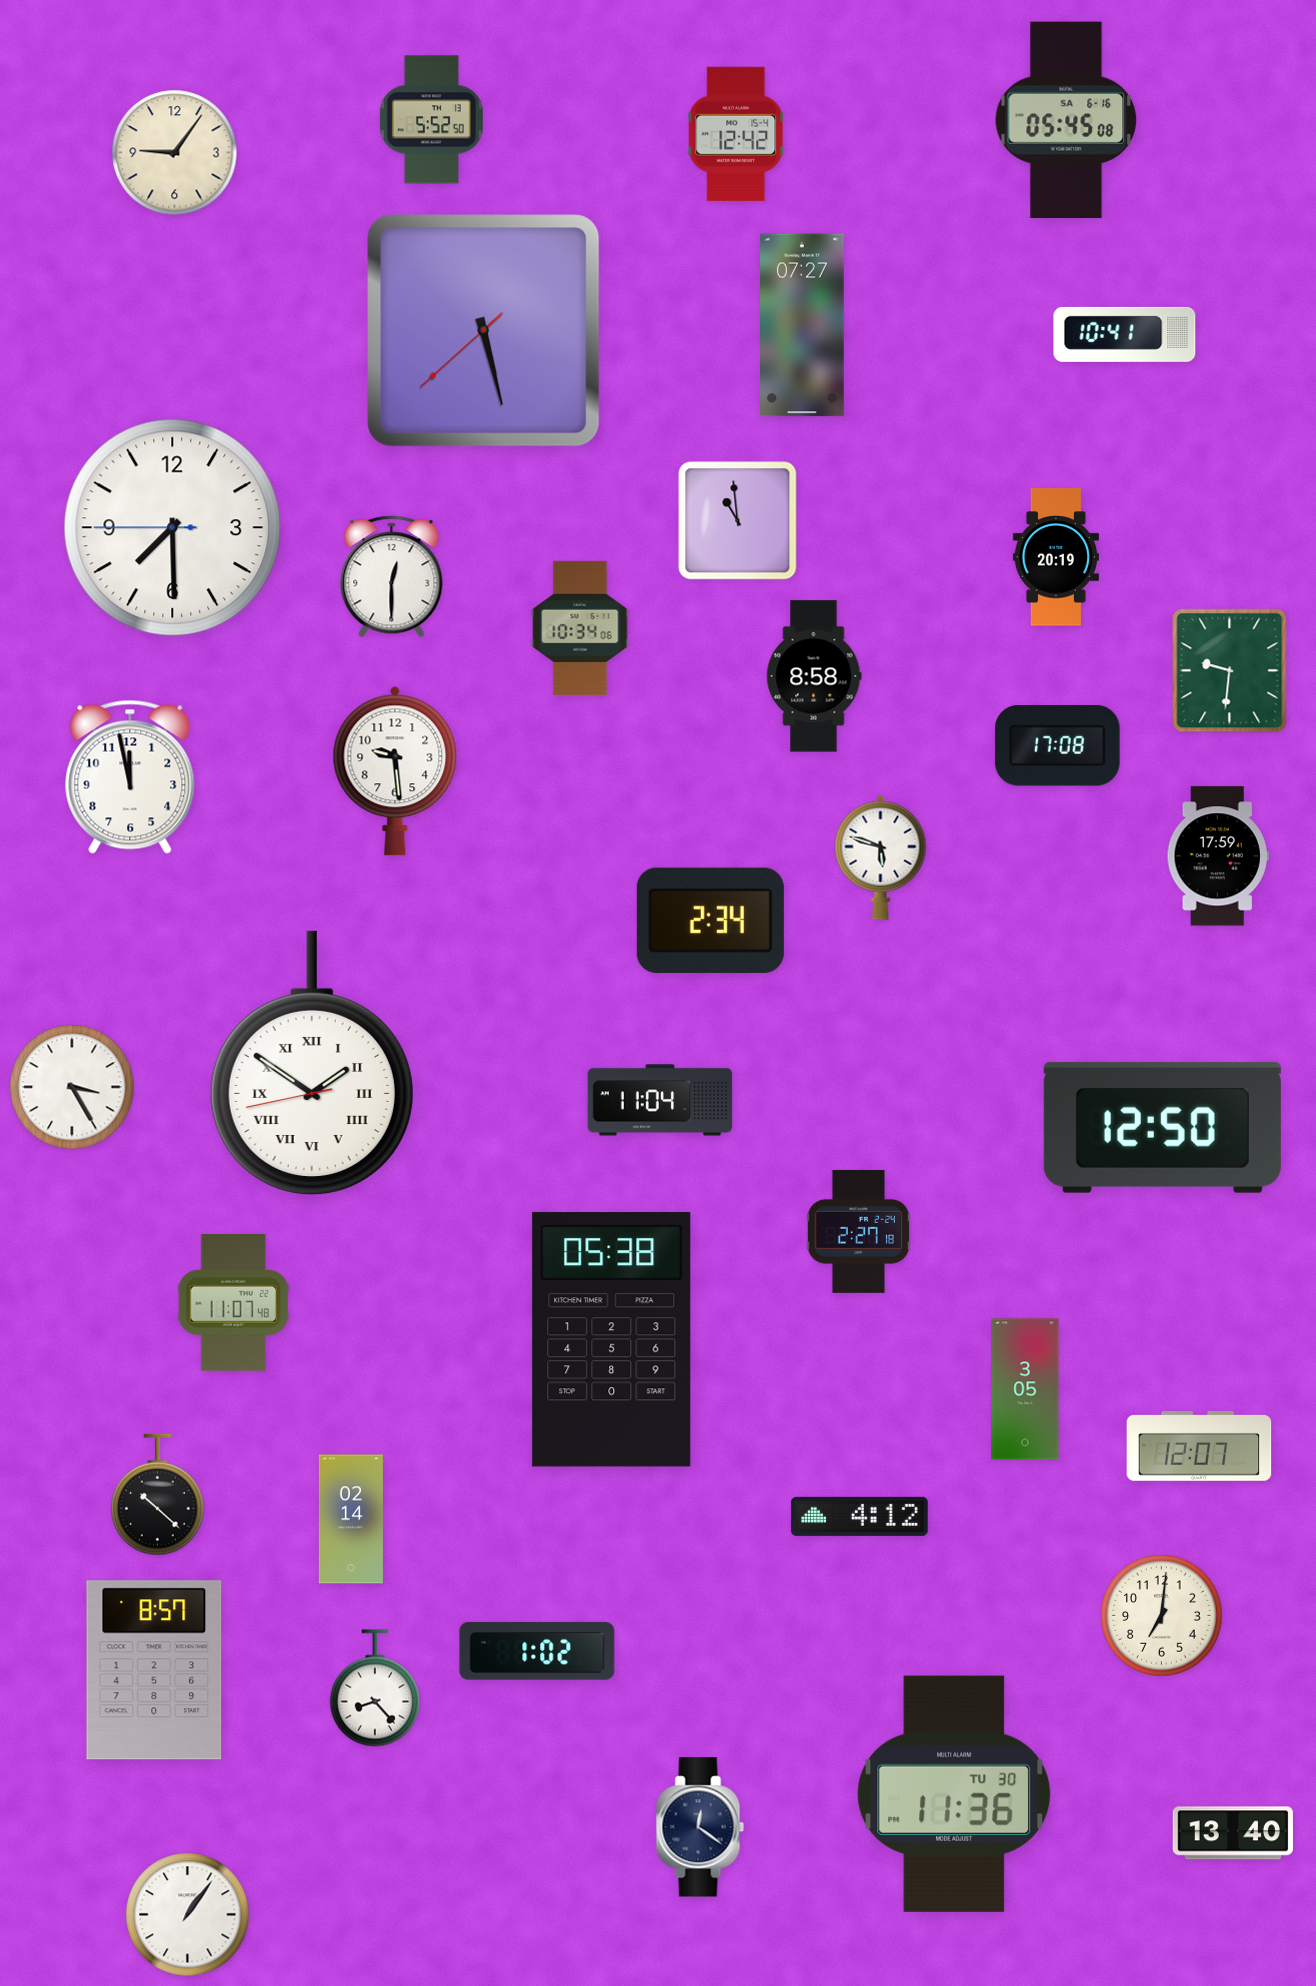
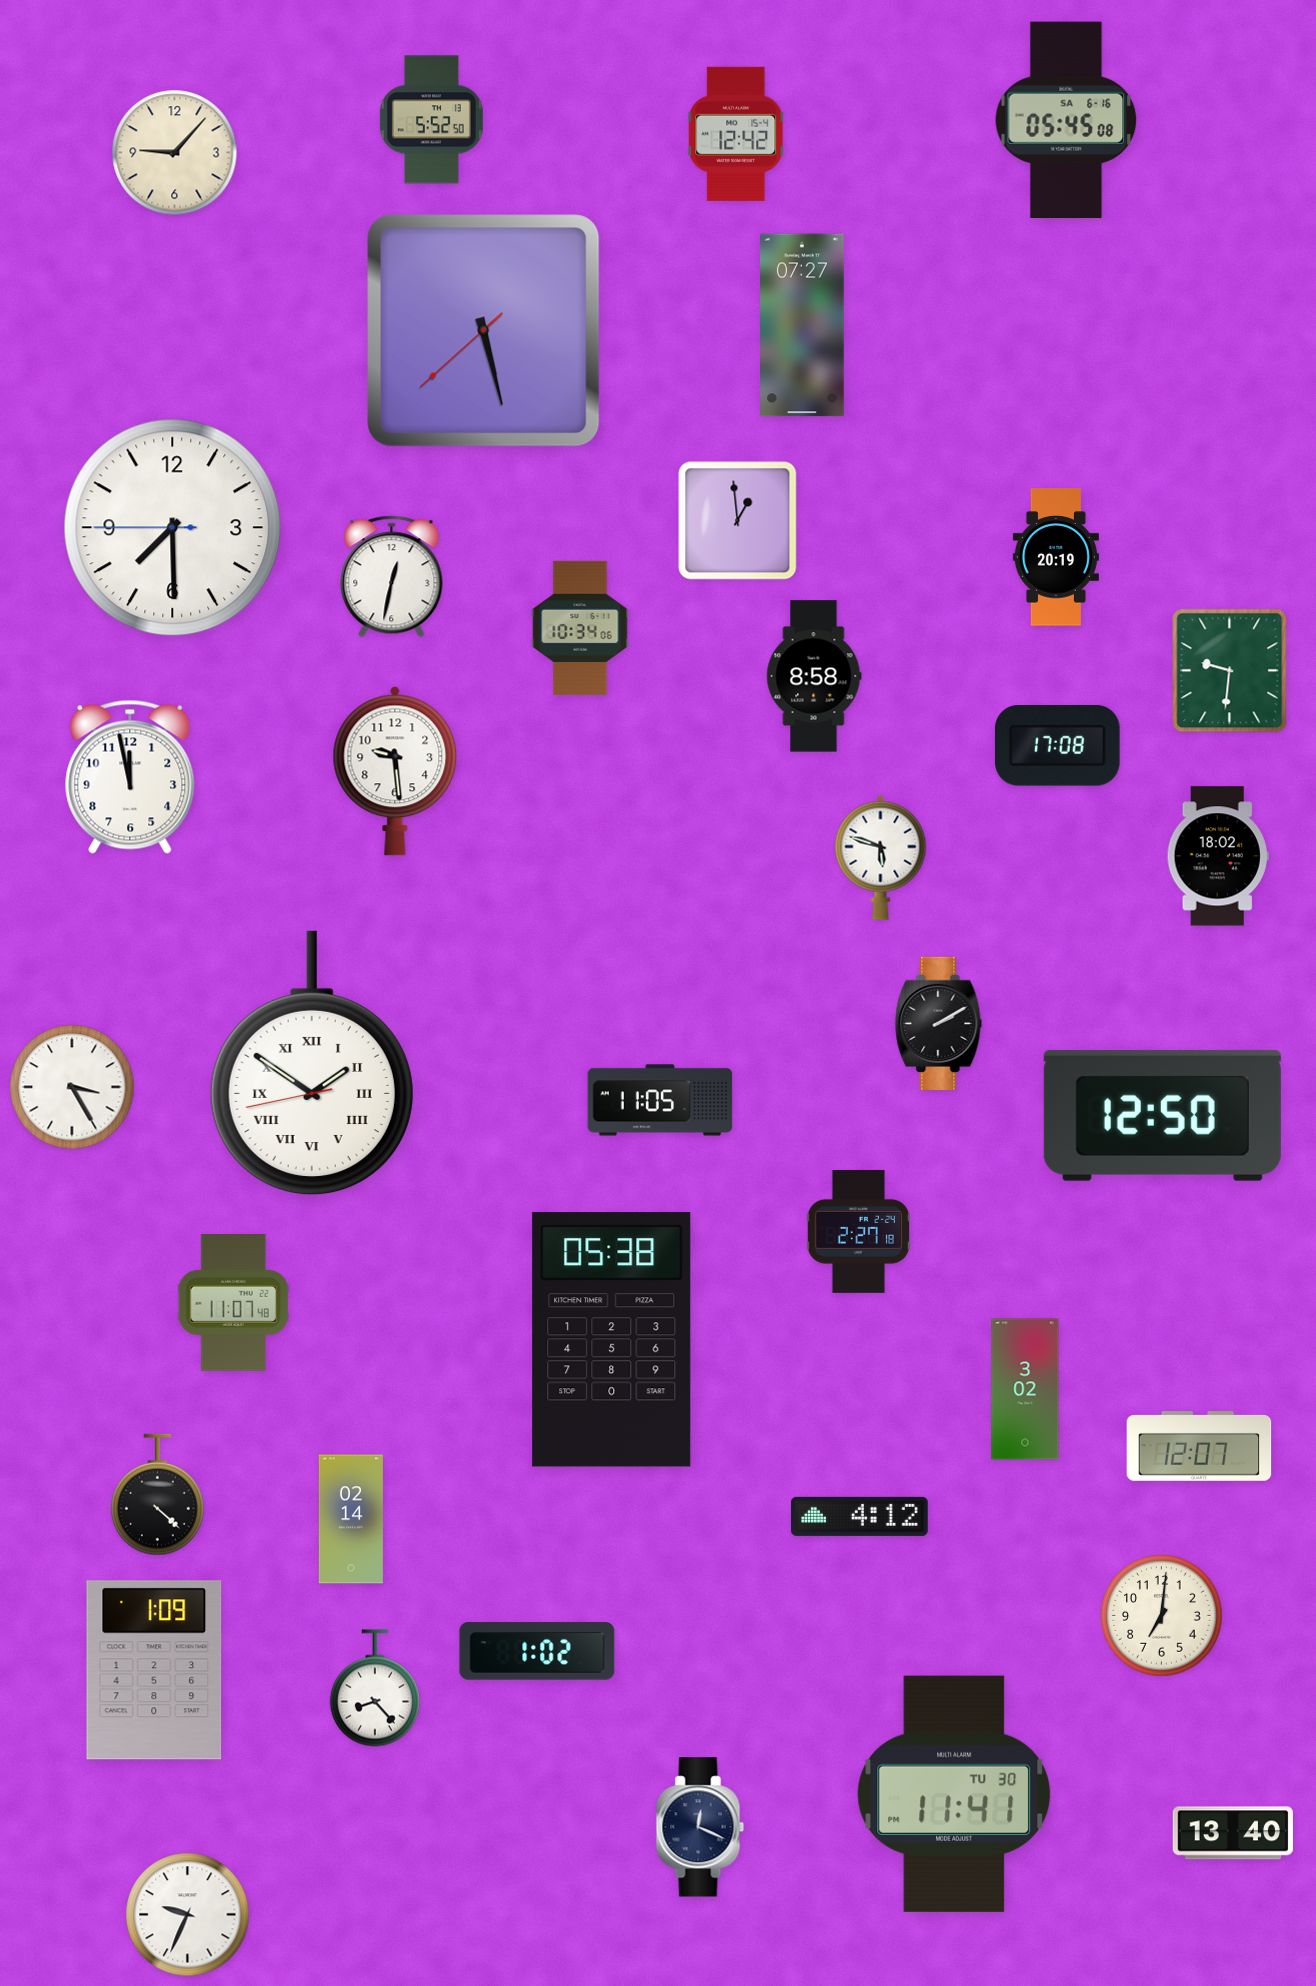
clock at (175, 153): 9:06 -> 9:07
clock at (1125, 334): 10:41 -> none
clock at (738, 521): 10:59 -> 12:59
clock at (392, 577): 12:30 -> 12:32
clock at (1218, 856): 17:59 -> 18:02
clock at (710, 920): 2:34 -> none
clock at (939, 1023): none -> 2:10
clock at (660, 1100): 11:04 -> 11:05
clock at (1162, 1127) position: (1162, 1127) -> (1162, 1115)
clock at (1025, 1389): 3:05 -> 3:02
clock at (158, 1495): 10:22 -> 4:22
clock at (154, 1670): 8:57 -> 1:09
clock at (954, 1794): 11:36 -> 11:41
clock at (700, 1827): 12:21 -> 12:19
clock at (188, 1915): 1:06 -> 9:34
